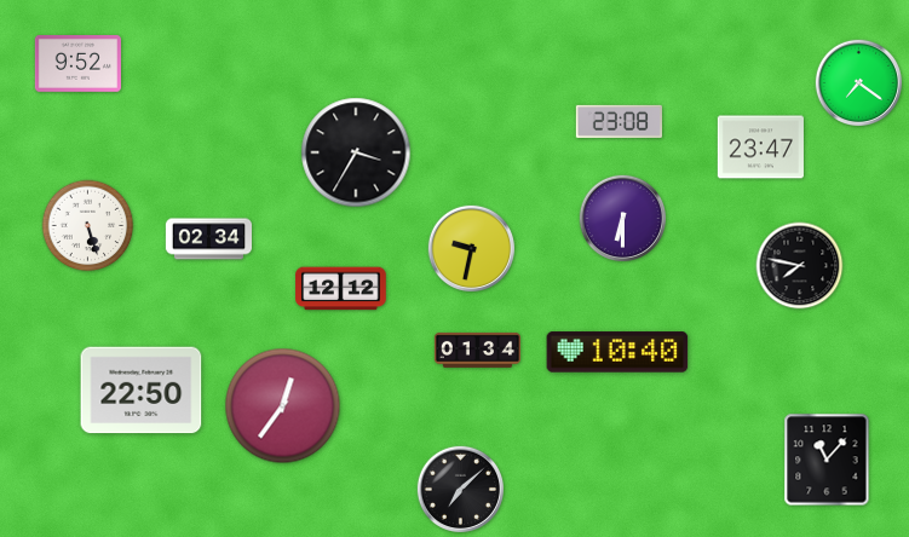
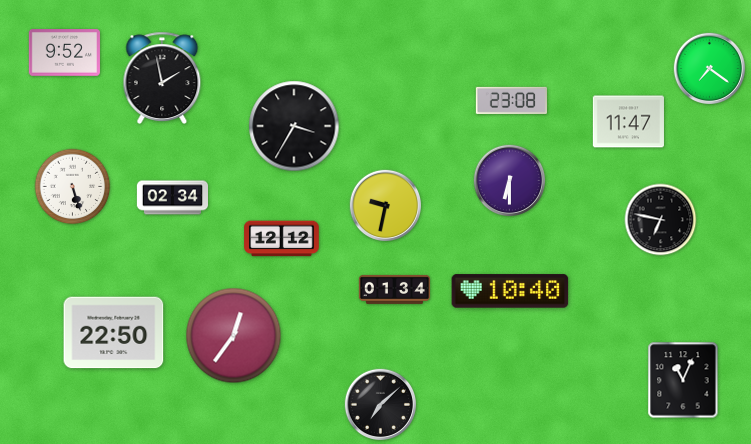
clock at (162, 78): none -> 1:58
clock at (760, 148): 23:47 -> 11:47
clock at (622, 218) position: (622, 218) -> (509, 180)
clock at (471, 248) position: (471, 248) -> (385, 205)
clock at (800, 266): 7:47 -> 6:47
clock at (142, 391) position: (142, 391) -> (114, 333)
clock at (827, 460): 11:07 -> 11:04
